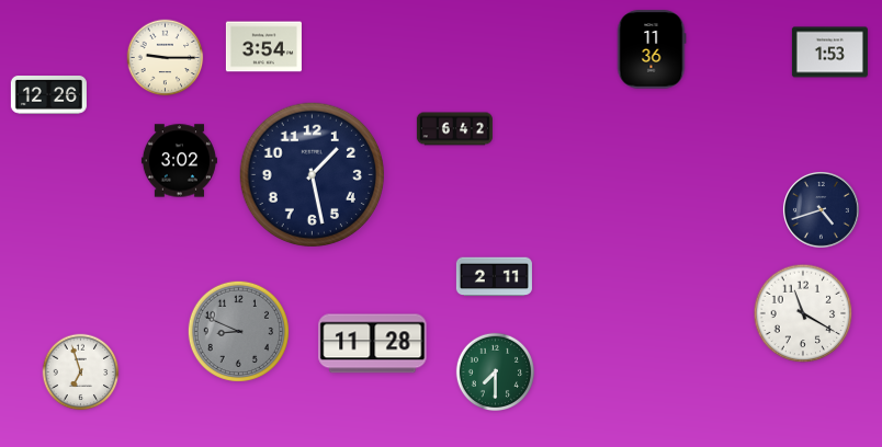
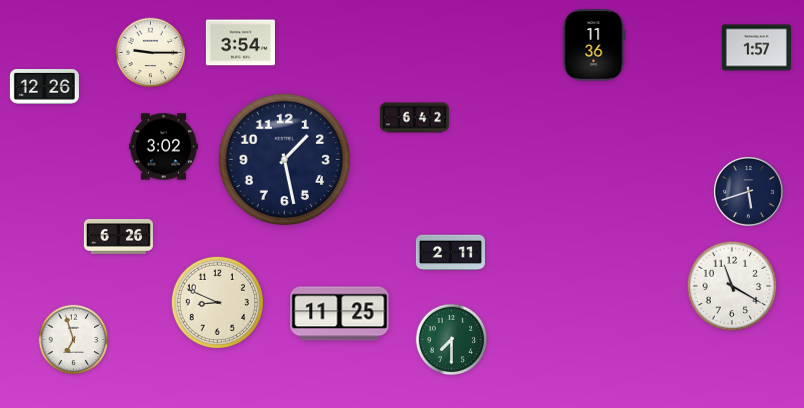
clock at (829, 53): 1:53 -> 1:57
clock at (822, 210): 4:42 -> 5:42
clock at (118, 236): none -> 6:26
clock at (238, 331) dial: grey -> cream
clock at (373, 344): 11:28 -> 11:25
